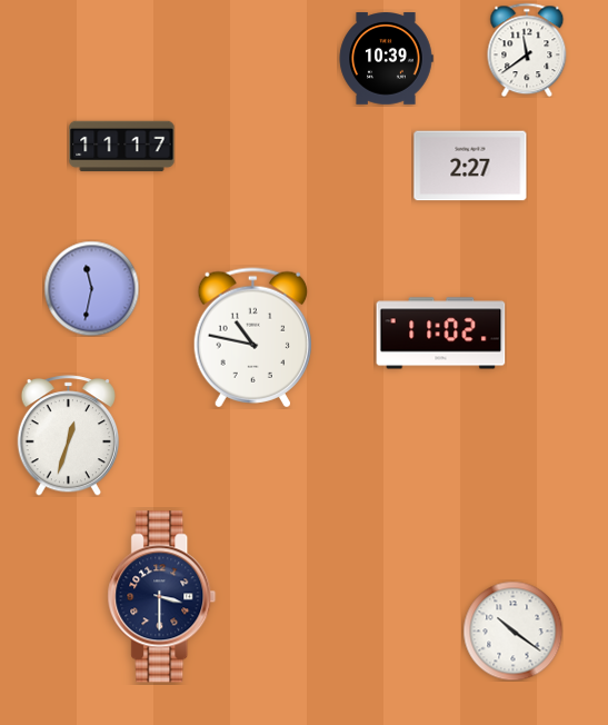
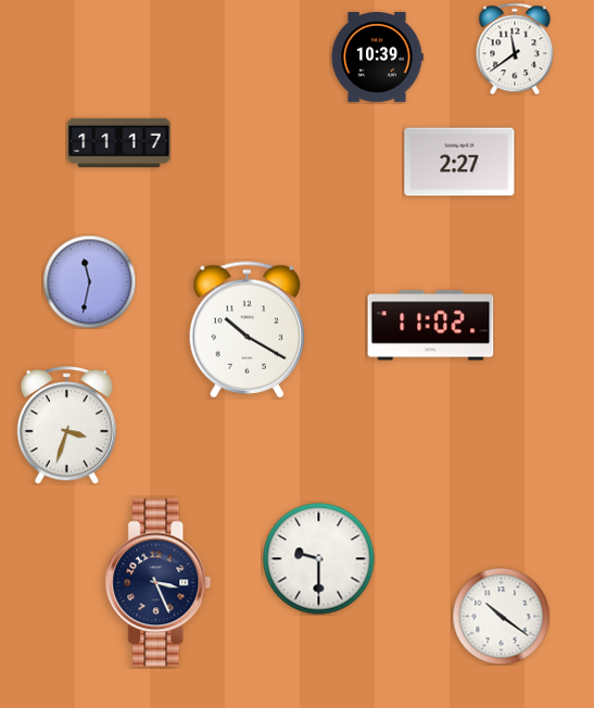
clock at (252, 338): 10:47 -> 10:20
clock at (68, 436): 12:33 -> 3:33
clock at (319, 559): none -> 9:30
clock at (162, 597): 3:30 -> 3:26
